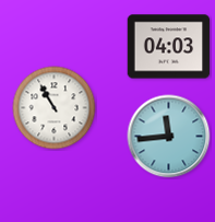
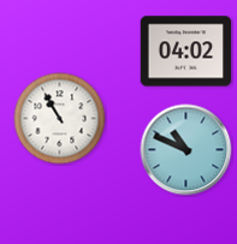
clock at (169, 47): 04:03 -> 04:02
clock at (169, 137): 11:44 -> 10:49
